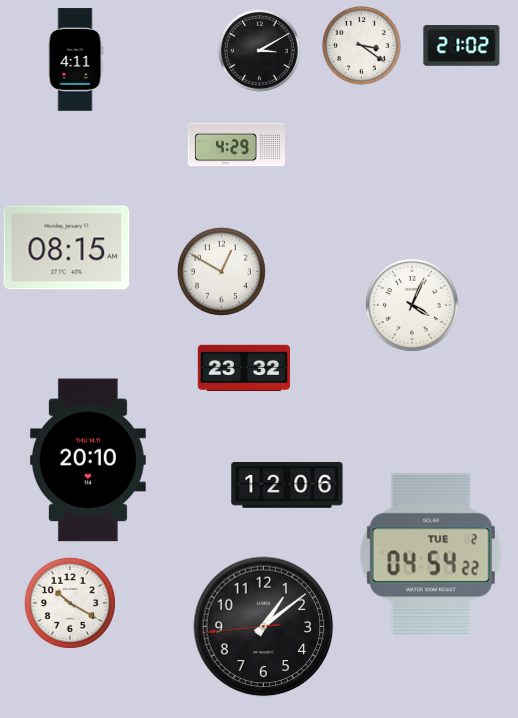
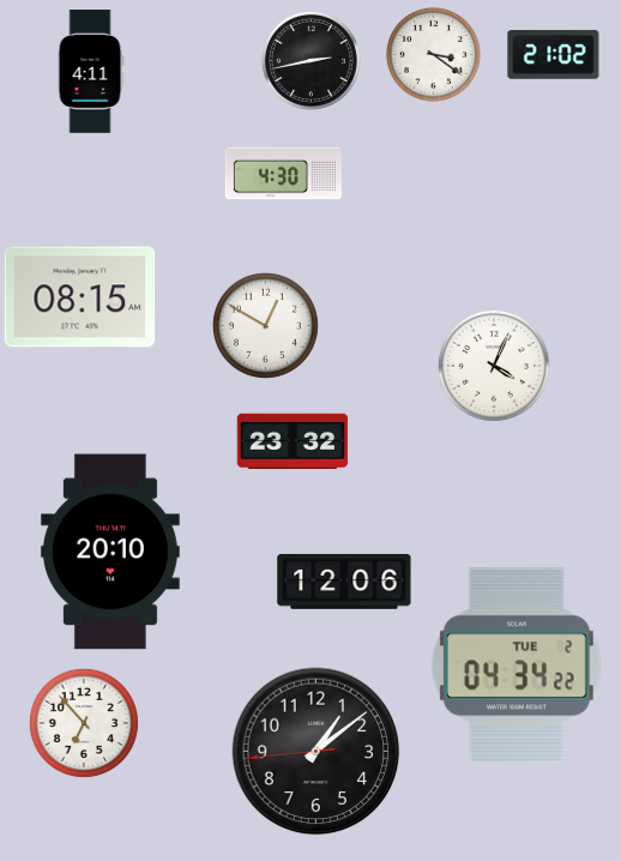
clock at (259, 50): 3:10 -> 2:43
clock at (236, 145): 4:29 -> 4:30
clock at (88, 460) position: (88, 460) -> (110, 552)
clock at (431, 555): 04:54 -> 04:34
clock at (70, 603): 10:20 -> 6:53
